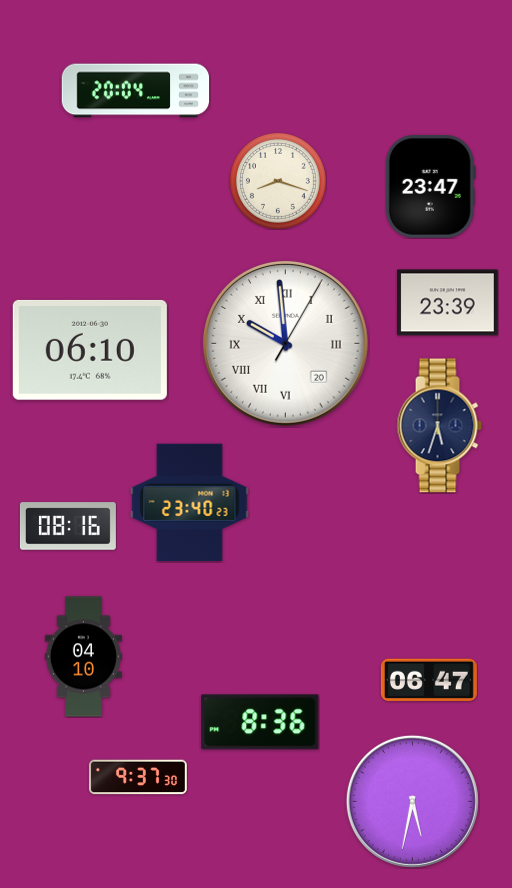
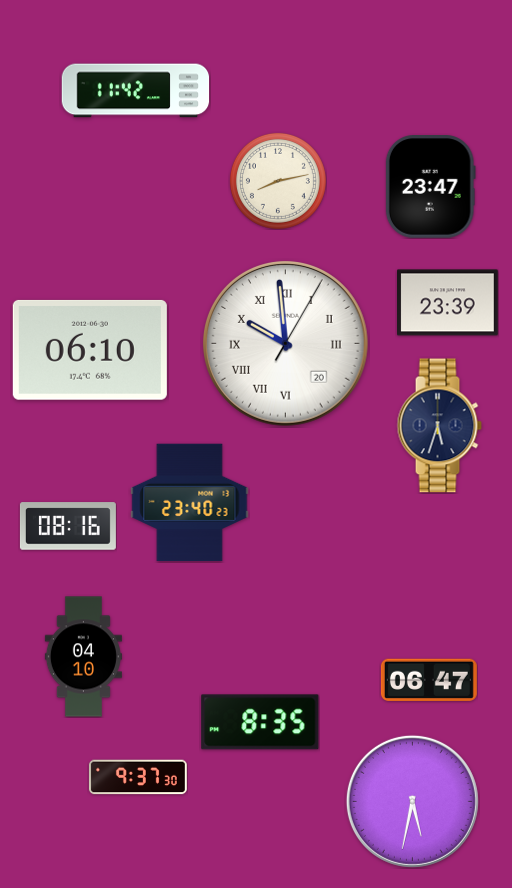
clock at (136, 91): 20:04 -> 11:42
clock at (278, 181): 8:18 -> 8:13
clock at (260, 722): 8:36 -> 8:35
